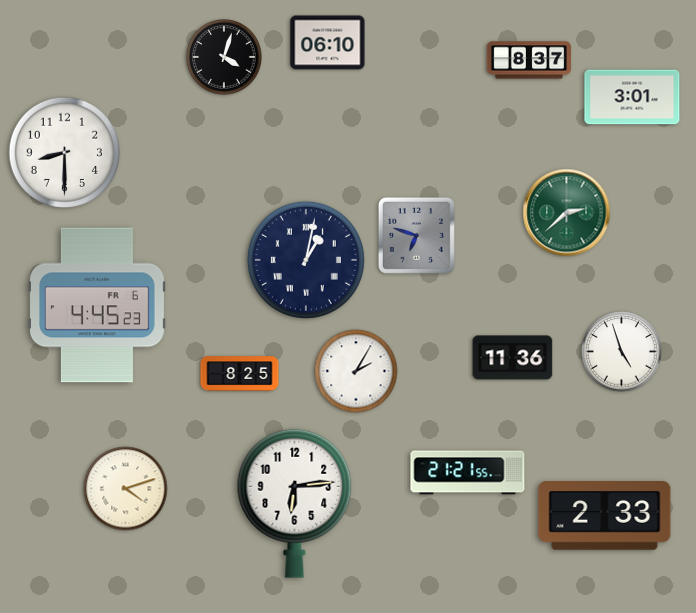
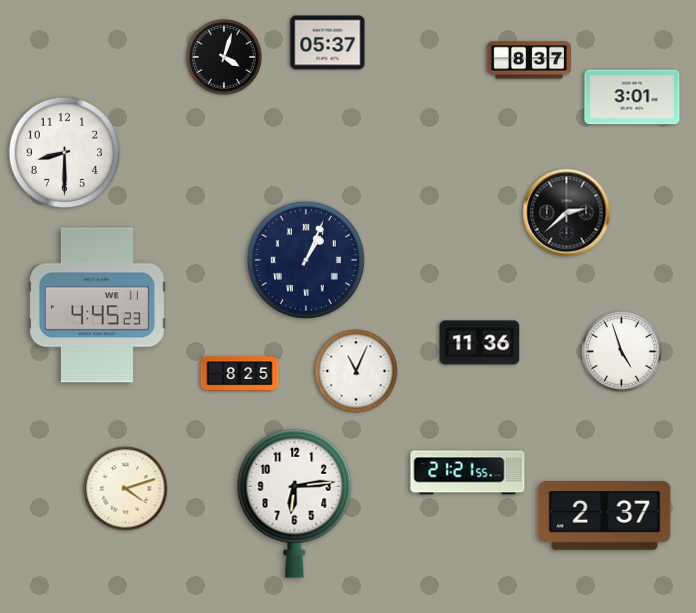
clock at (328, 43): 06:10 -> 05:37
clock at (567, 213) dial: green -> black
clock at (416, 235): 6:48 -> none
clock at (306, 260): 1:02 -> 1:04
clock at (97, 305) date: FR 6 -> WE 11
clock at (513, 358) position: (513, 358) -> (480, 343)
clock at (356, 371): 2:05 -> 11:04
clock at (605, 516): 2:33 -> 2:37
